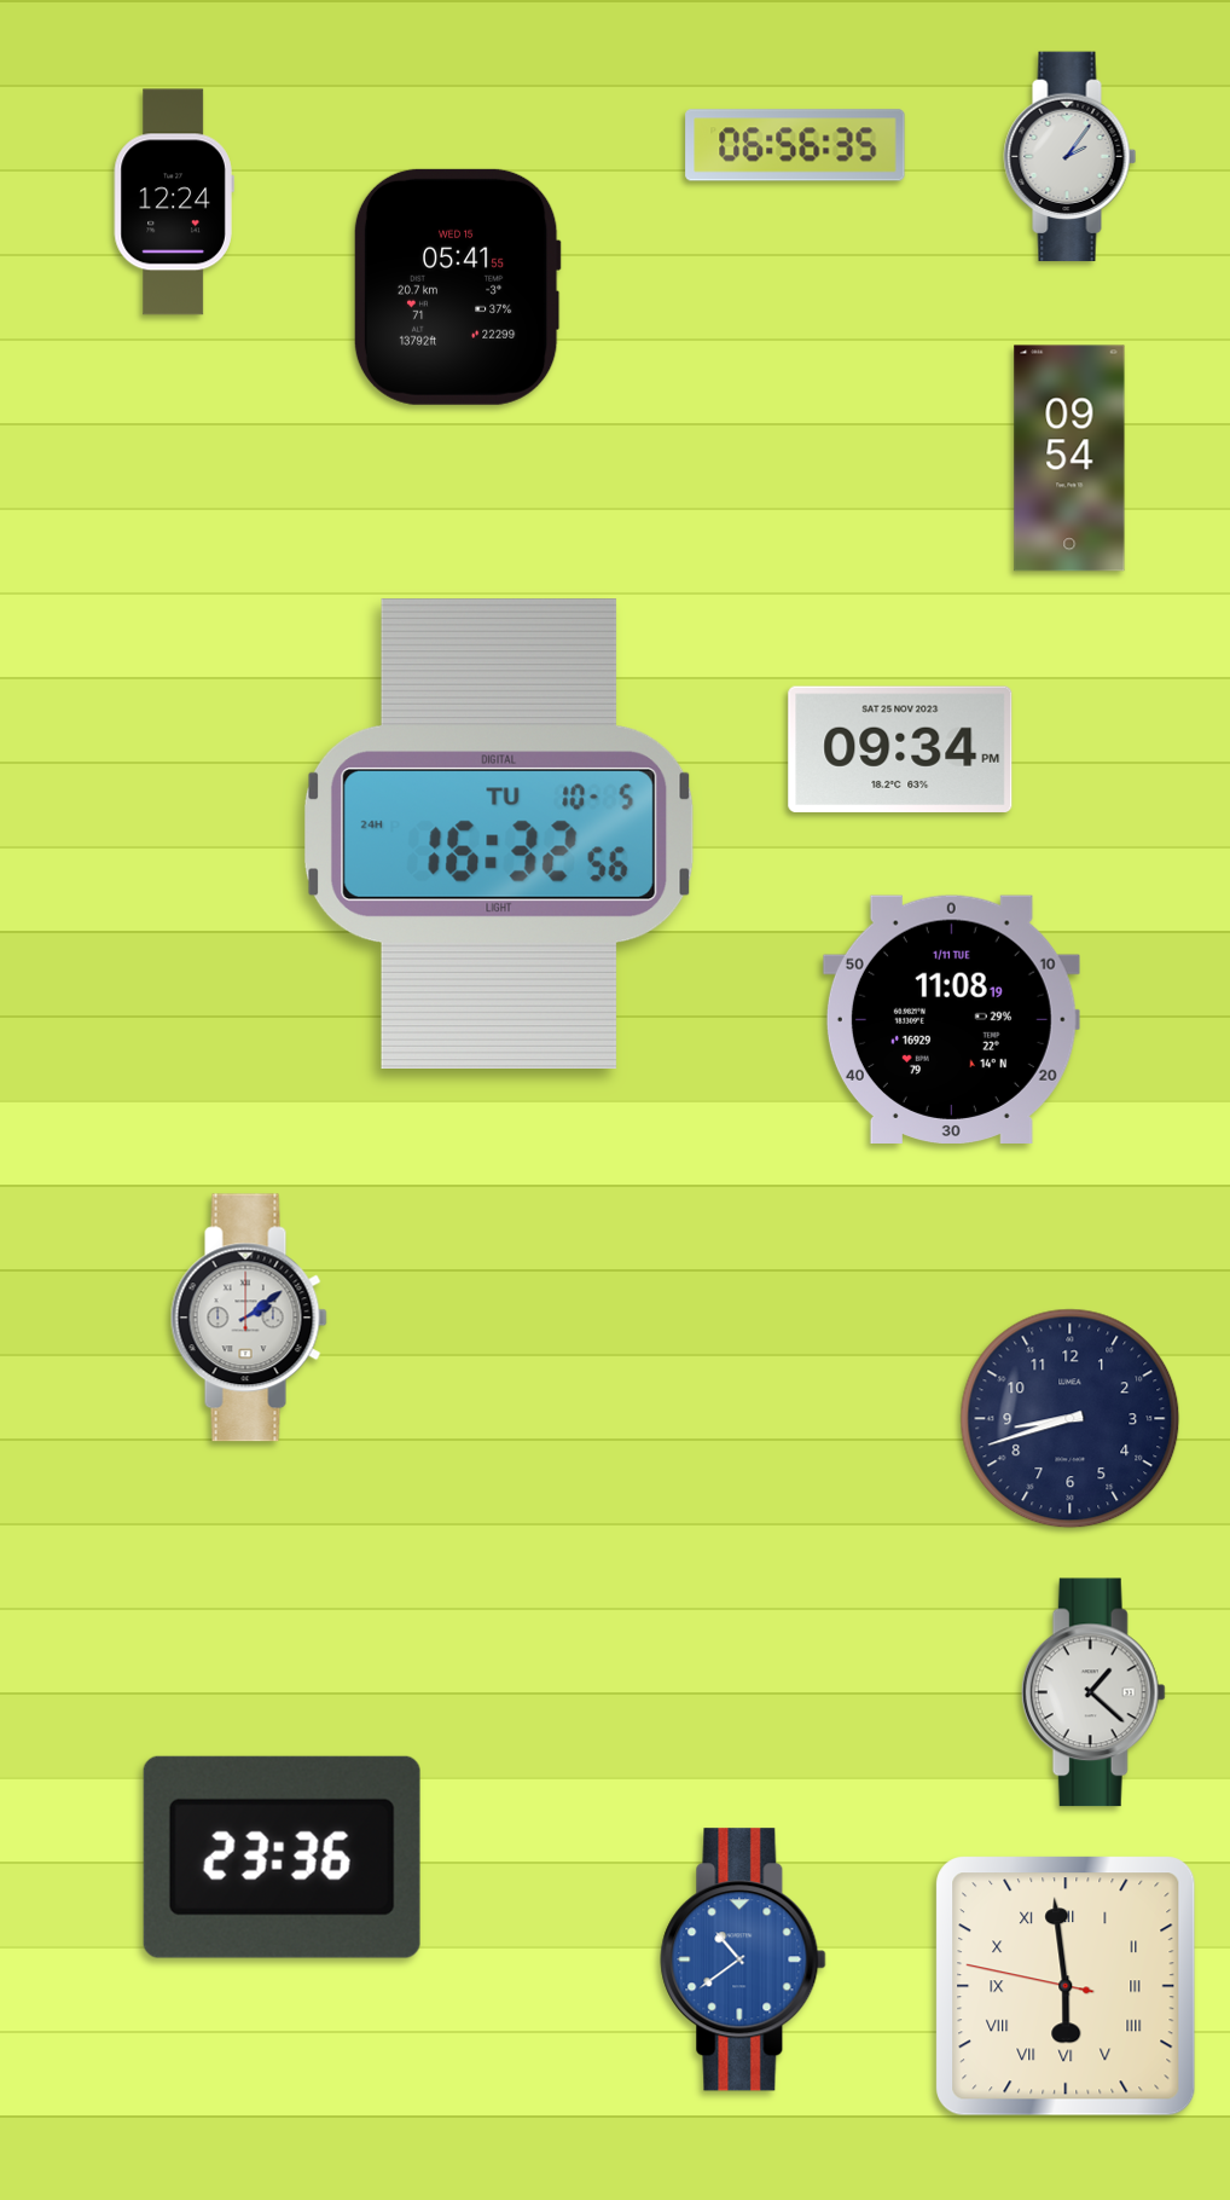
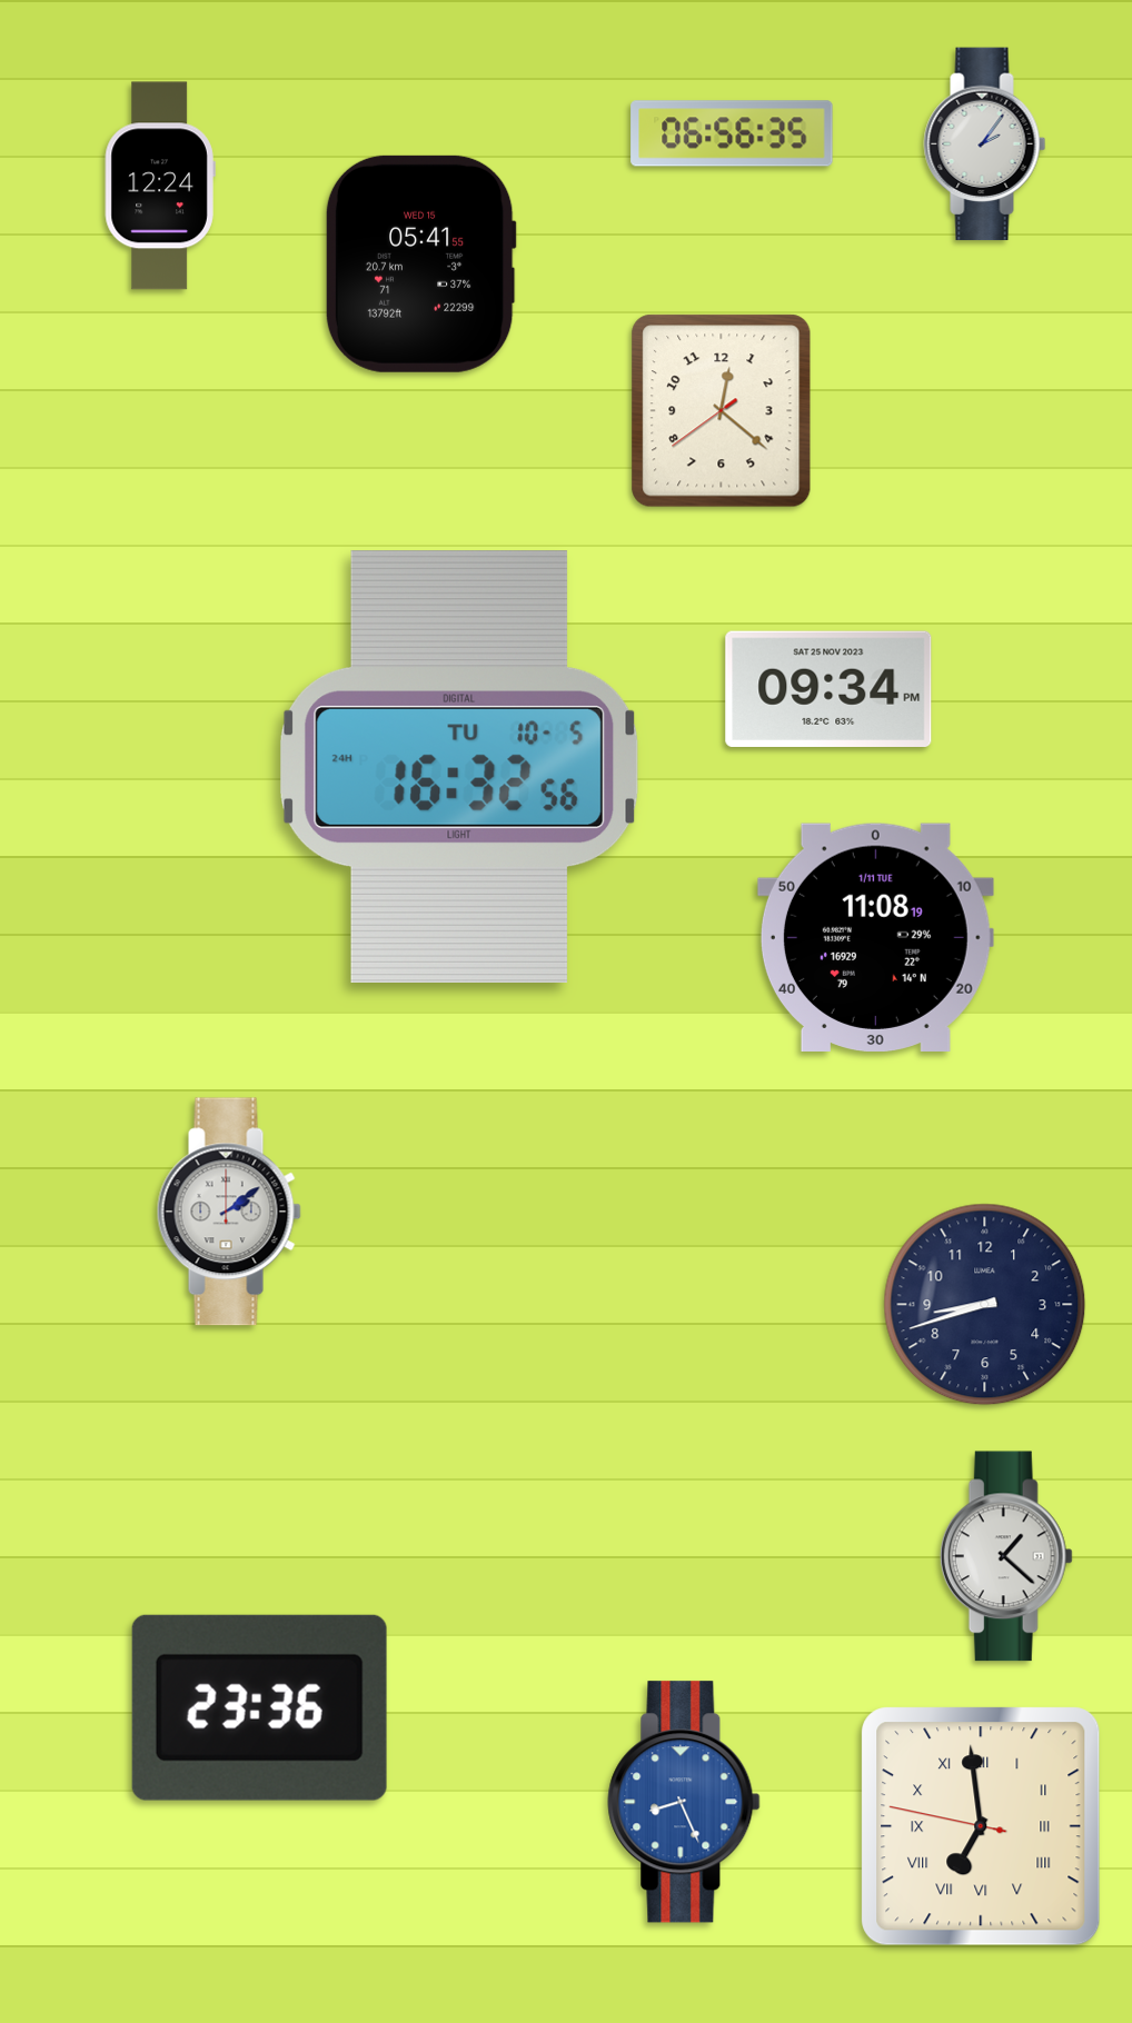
clock at (722, 411): none -> 12:21
clock at (1069, 458): 09:54 -> none
clock at (743, 1959): 10:39 -> 8:26
clock at (1066, 1986): 5:58 -> 6:58
